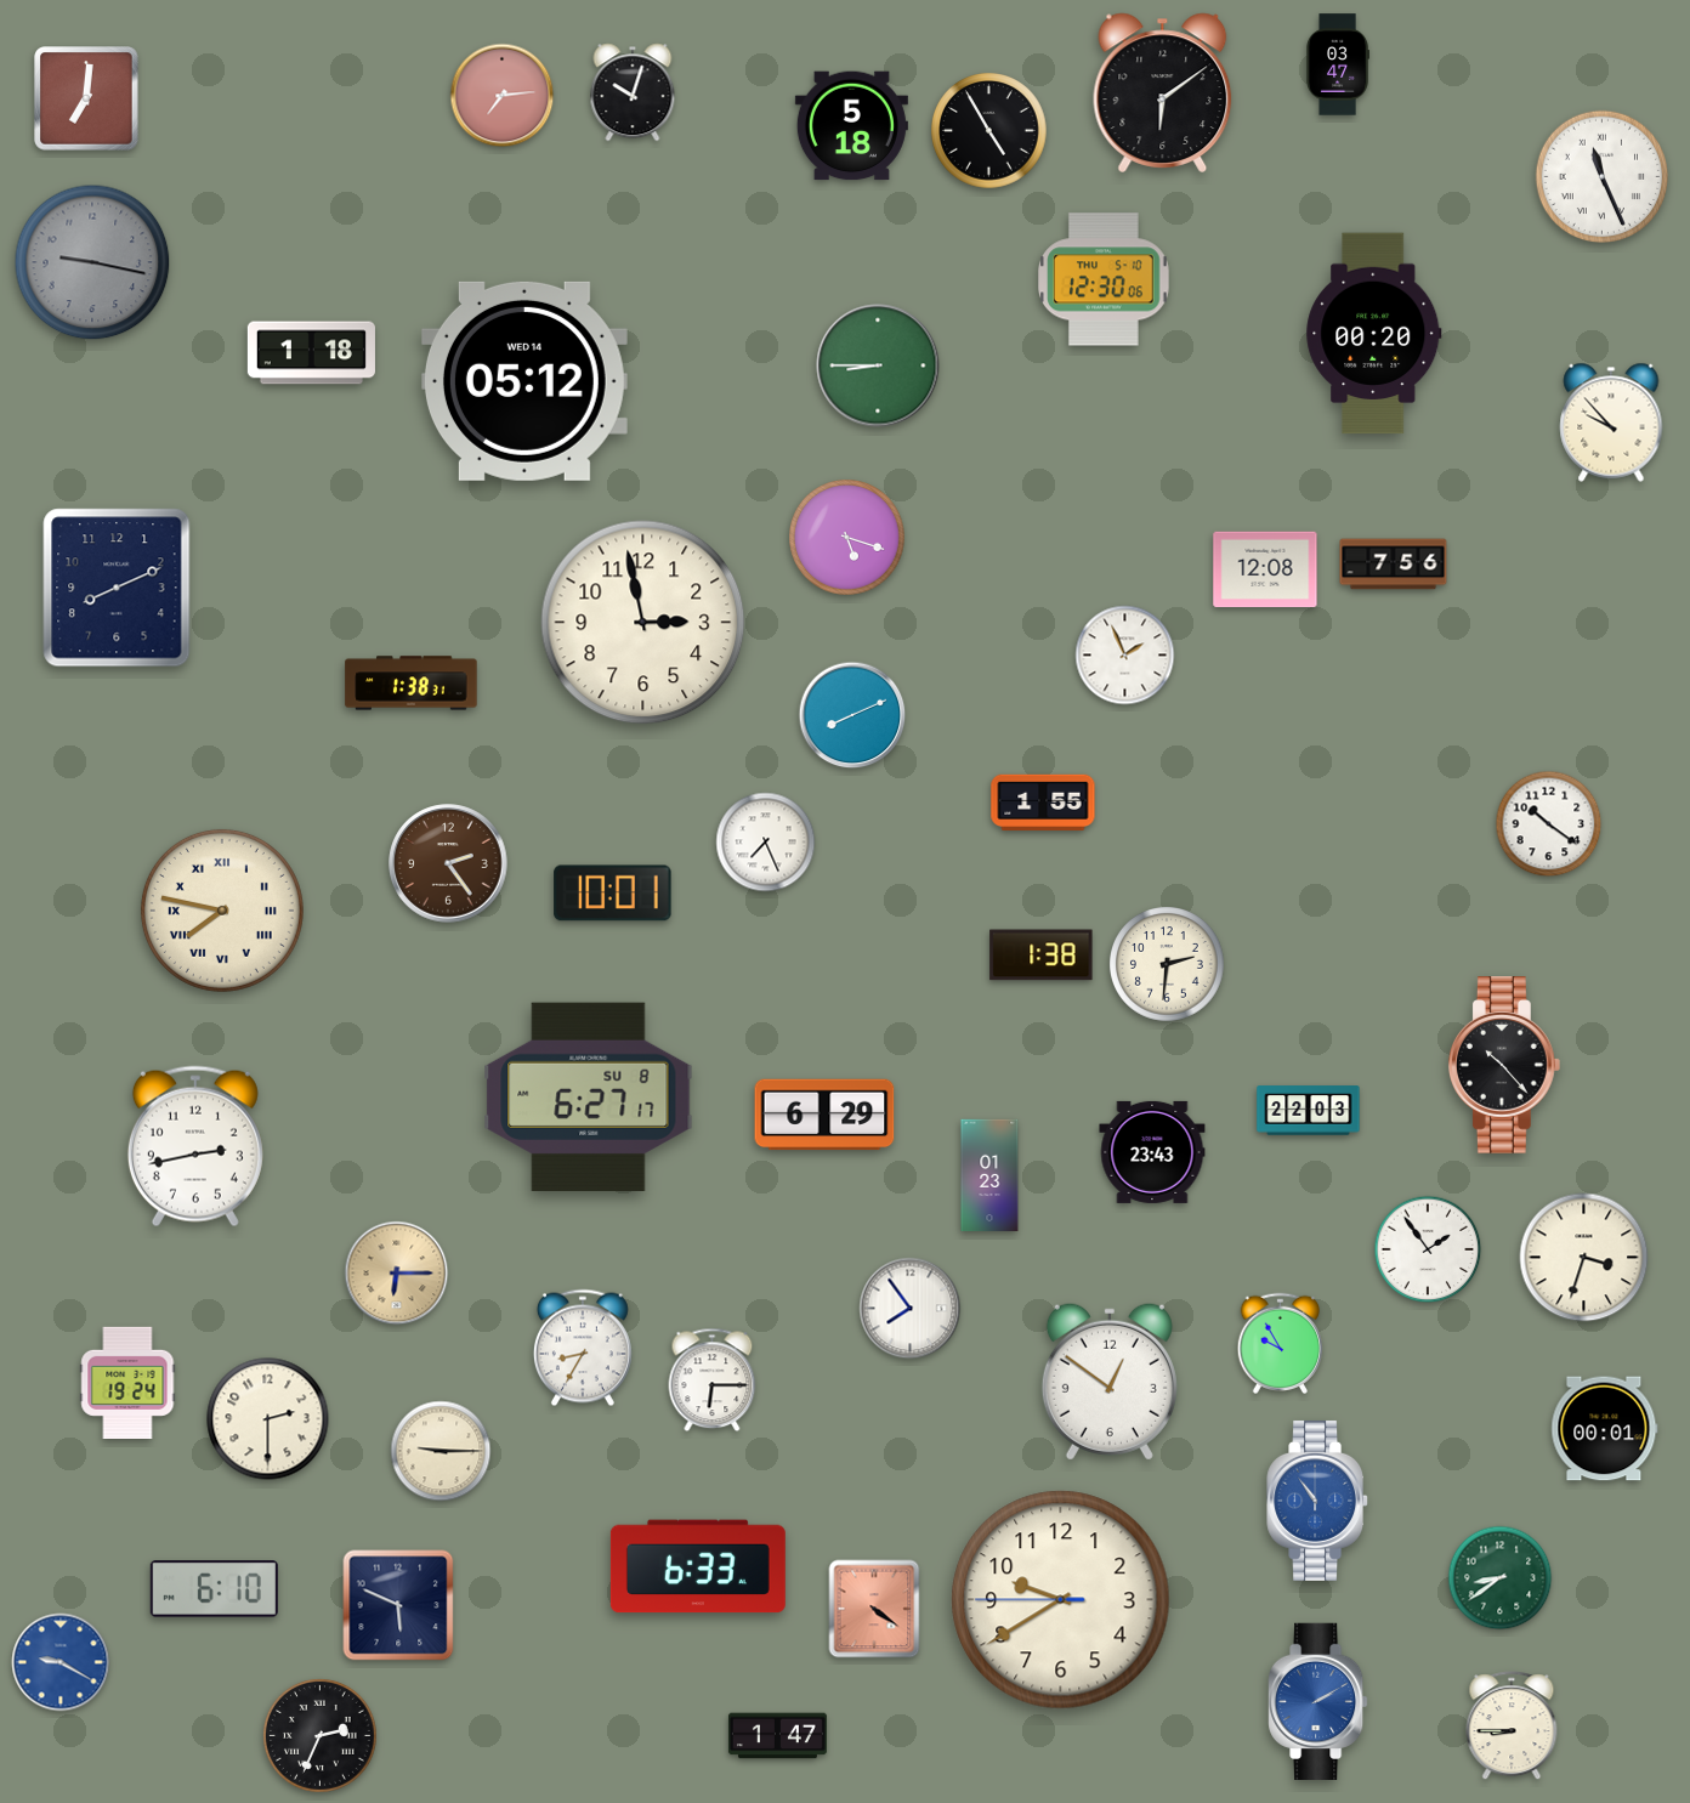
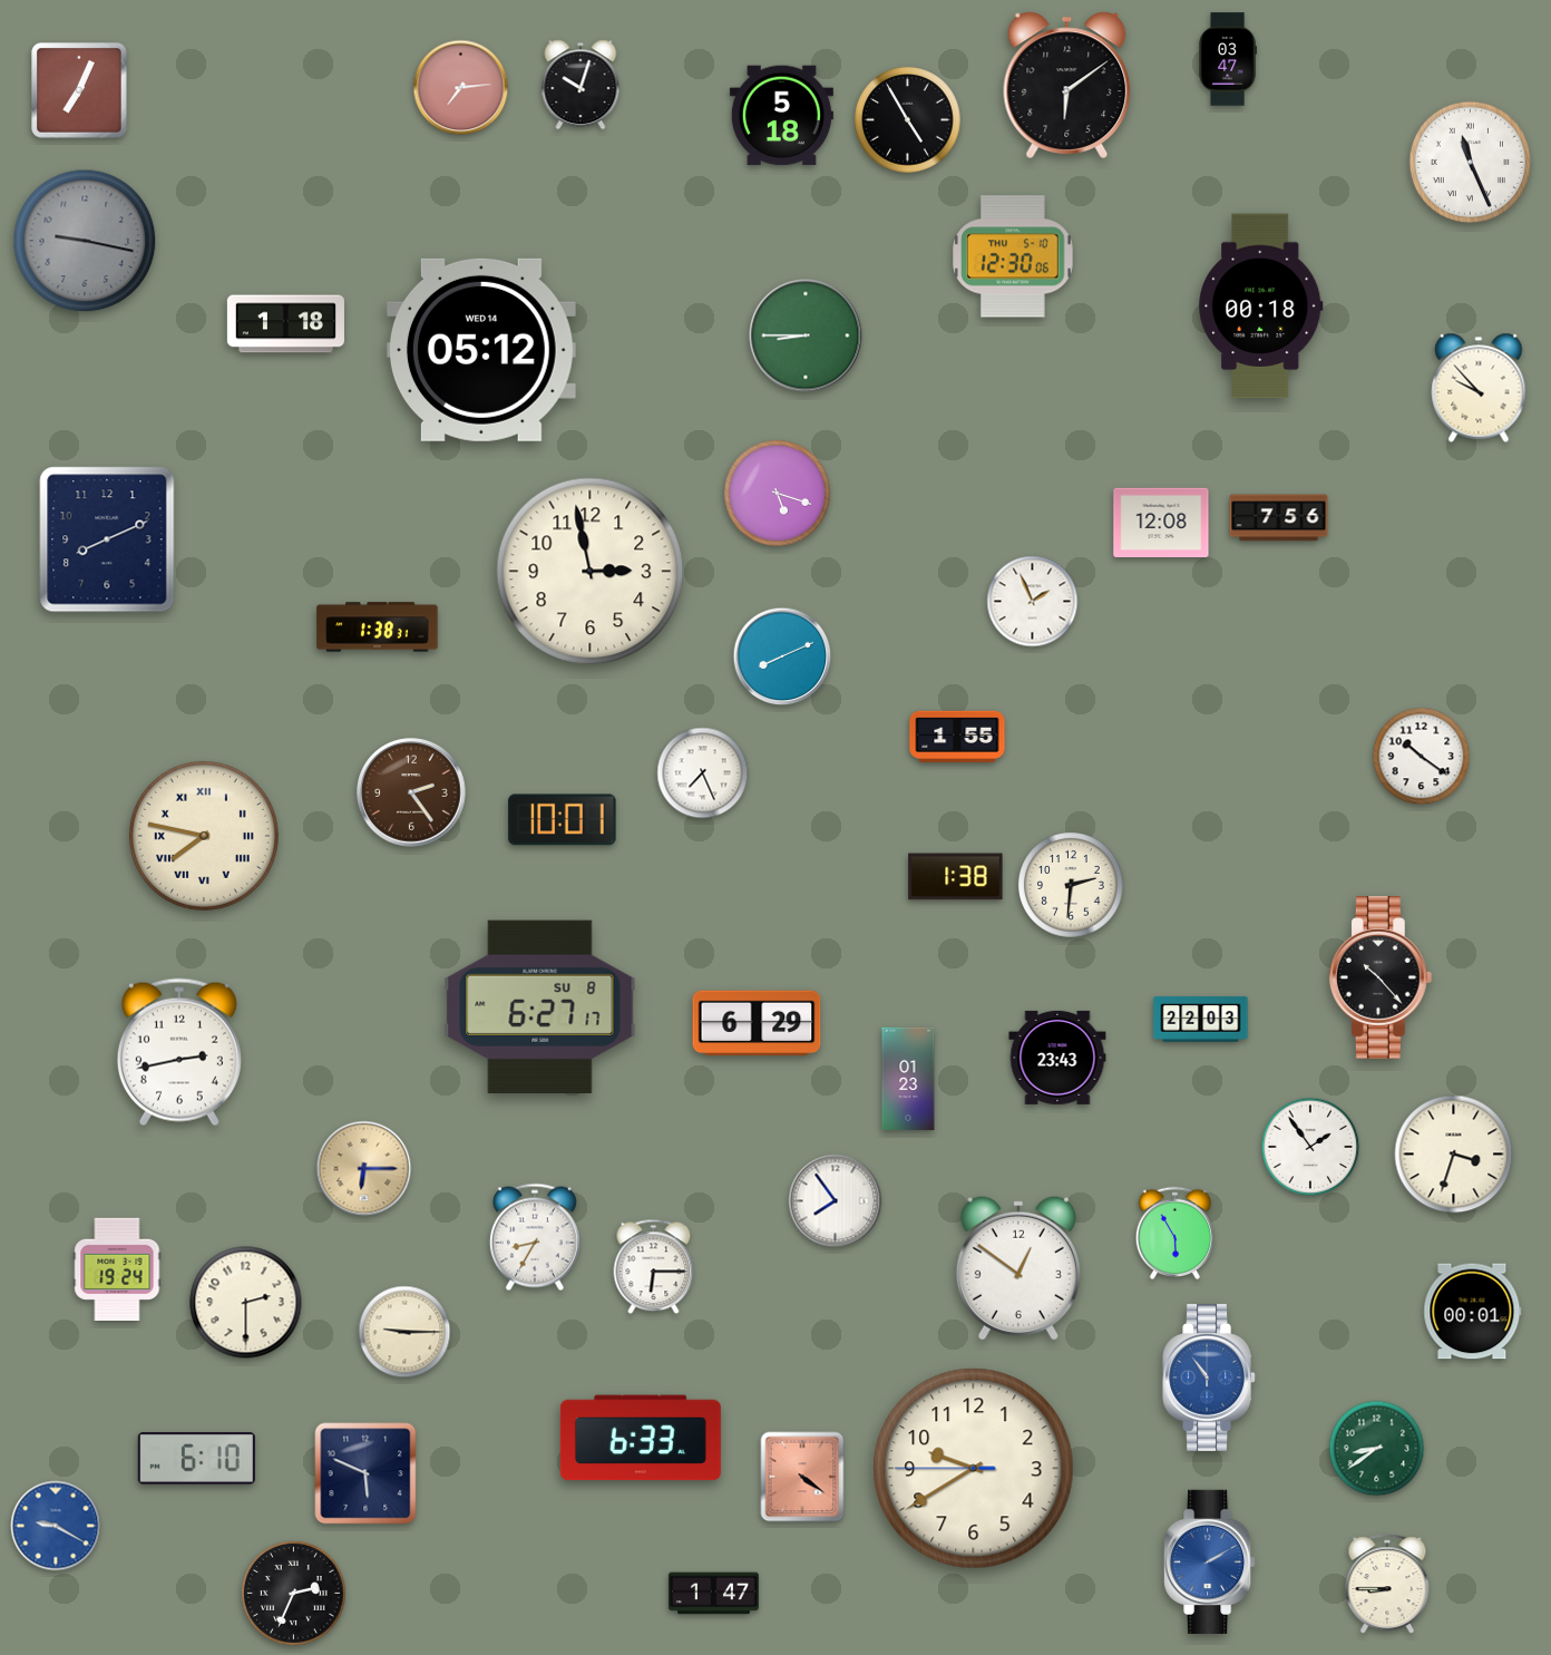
clock at (86, 98): 7:01 -> 7:04
clock at (1374, 334): 00:20 -> 00:18
clock at (1281, 1343): 9:55 -> 5:55
